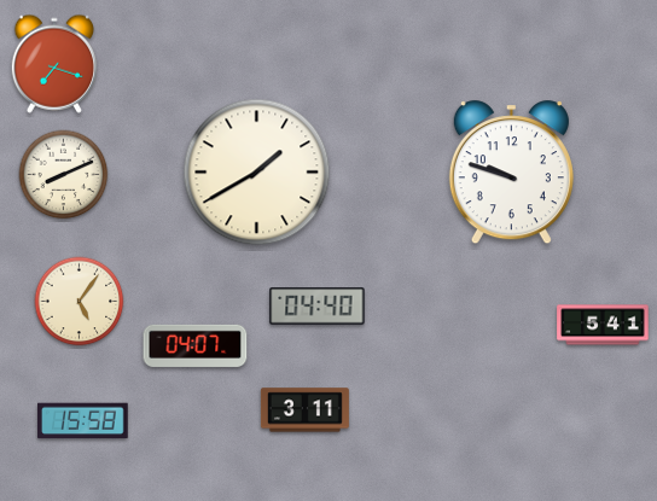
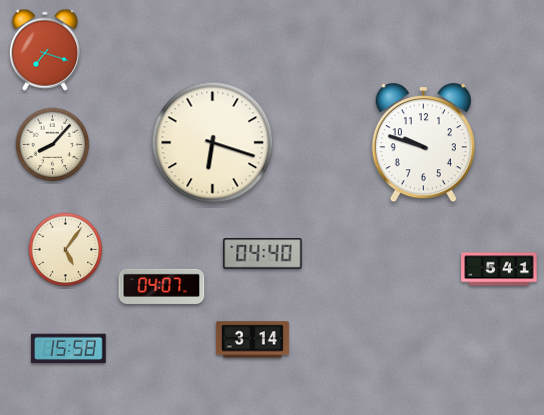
clock at (54, 64) position: (54, 64) -> (45, 50)
clock at (257, 173): 1:40 -> 6:18
clock at (64, 175): 8:11 -> 8:07
clock at (304, 410): 3:11 -> 3:14
